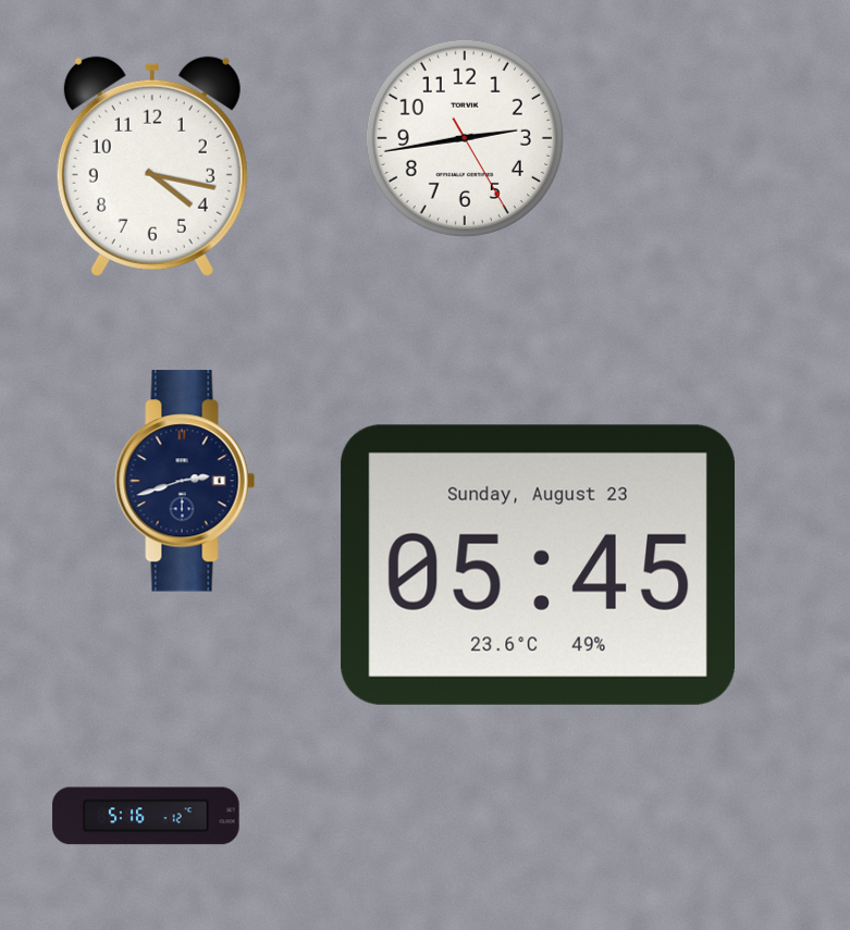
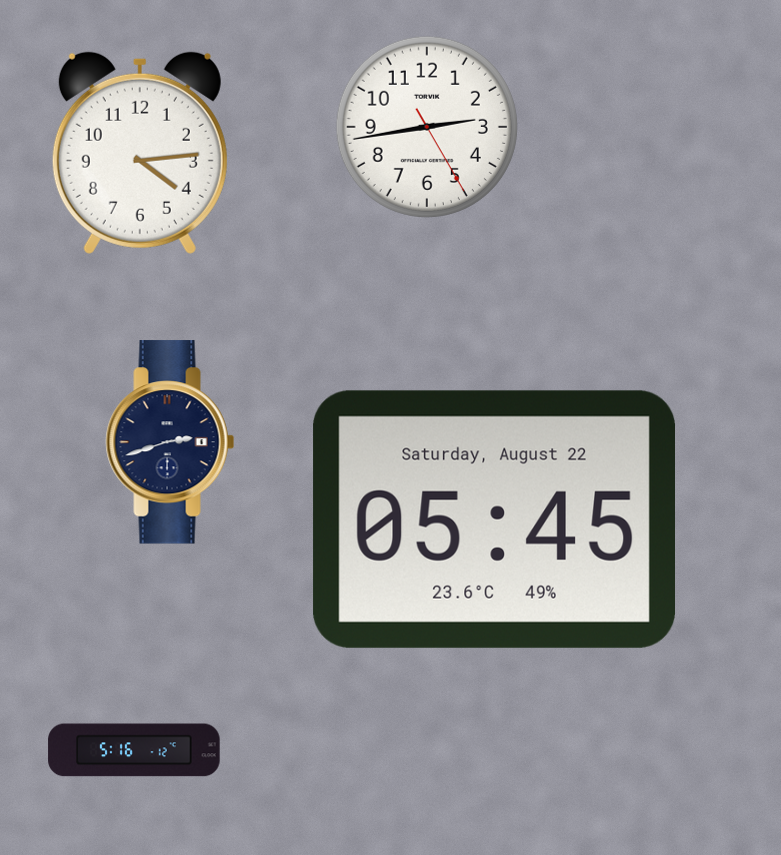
clock at (152, 166): 4:17 -> 4:14
clock at (538, 565) date: Sunday, August 23 -> Saturday, August 22
